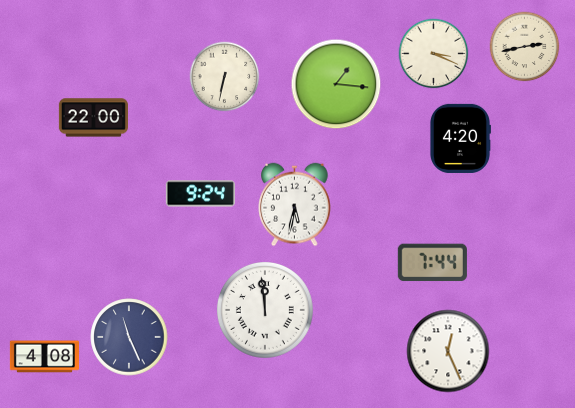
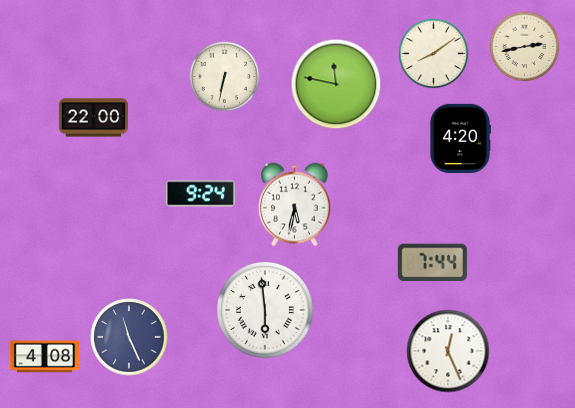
clock at (434, 54): 3:19 -> 8:09
clock at (336, 84): 1:16 -> 11:47
clock at (265, 310): 11:59 -> 5:59
